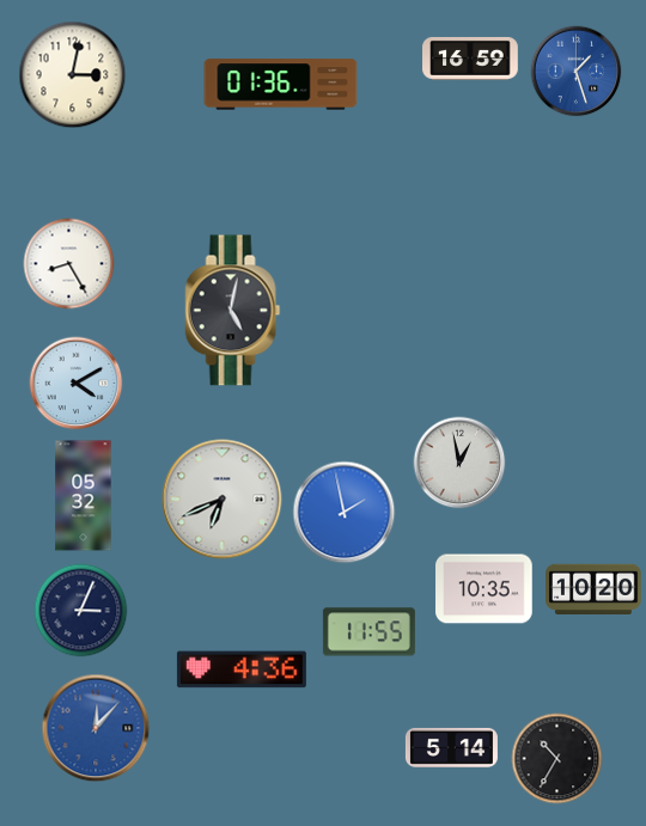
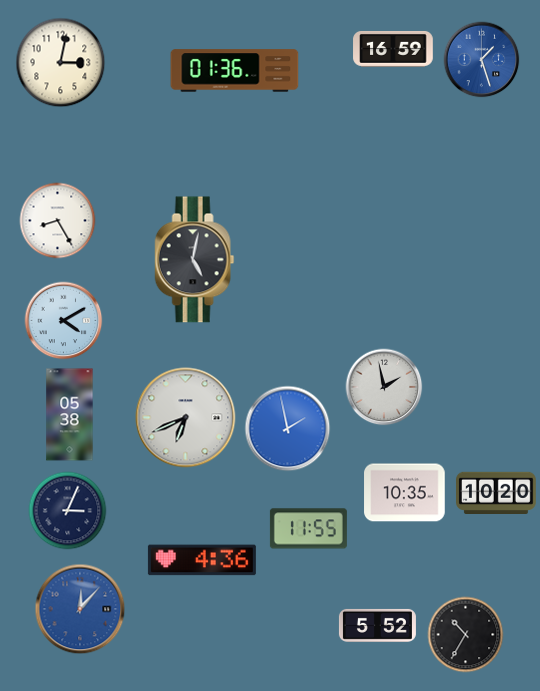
clock at (459, 463): 12:58 -> 1:58
clock at (84, 496): 05:32 -> 05:38
clock at (451, 747): 5:14 -> 5:52
